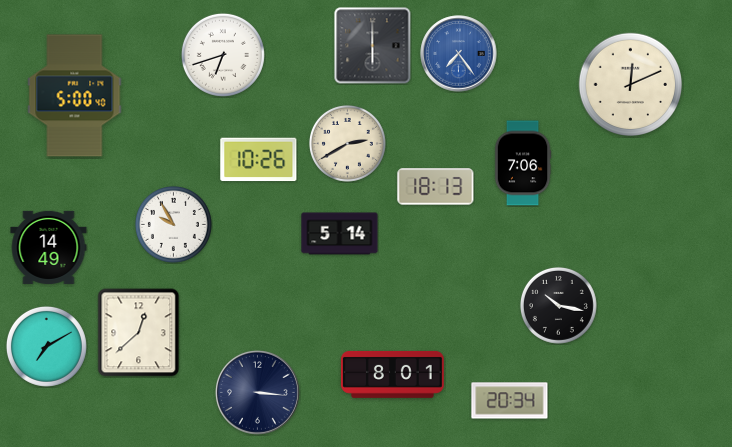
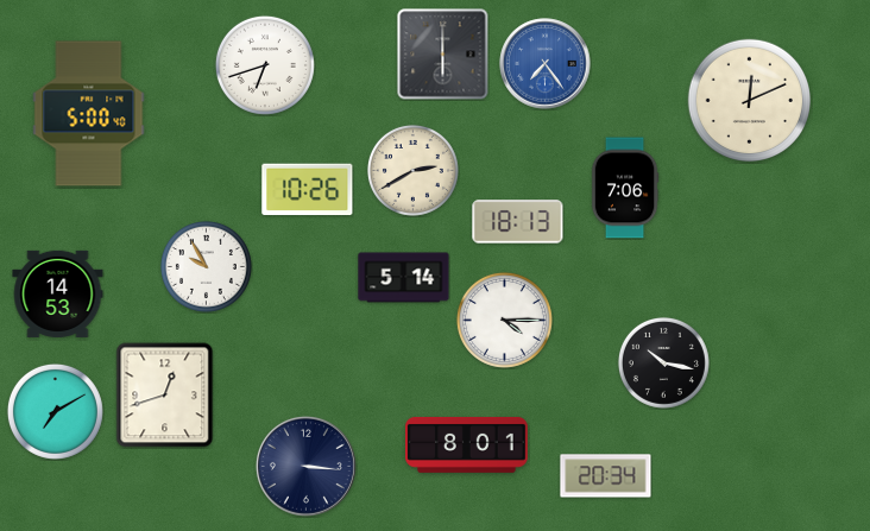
clock at (523, 163) position: (523, 163) -> (625, 188)
clock at (49, 247): 14:49 -> 14:53
clock at (504, 320): none -> 4:15
clock at (139, 333): 12:38 -> 12:42
